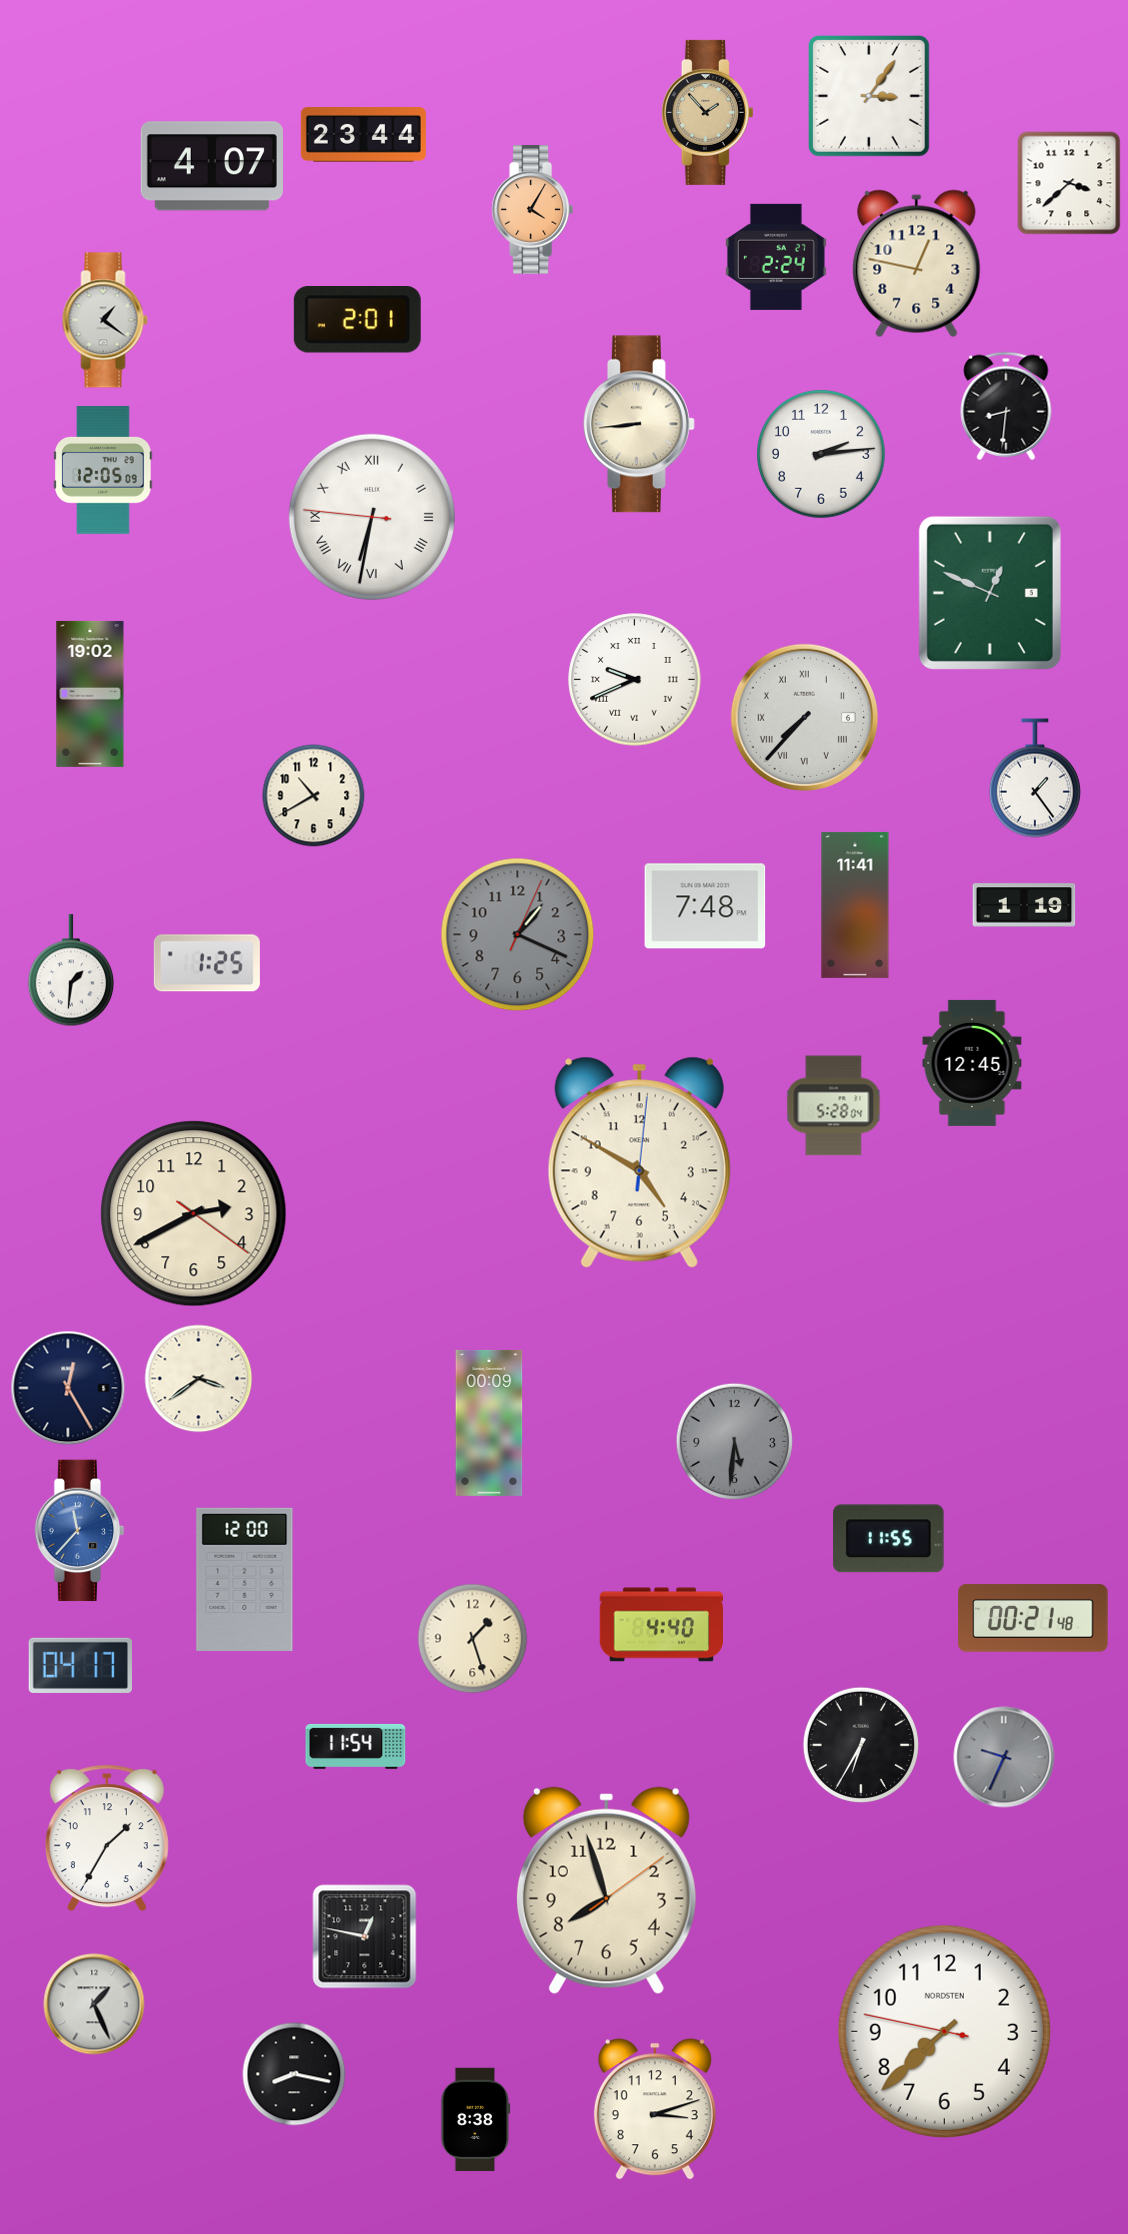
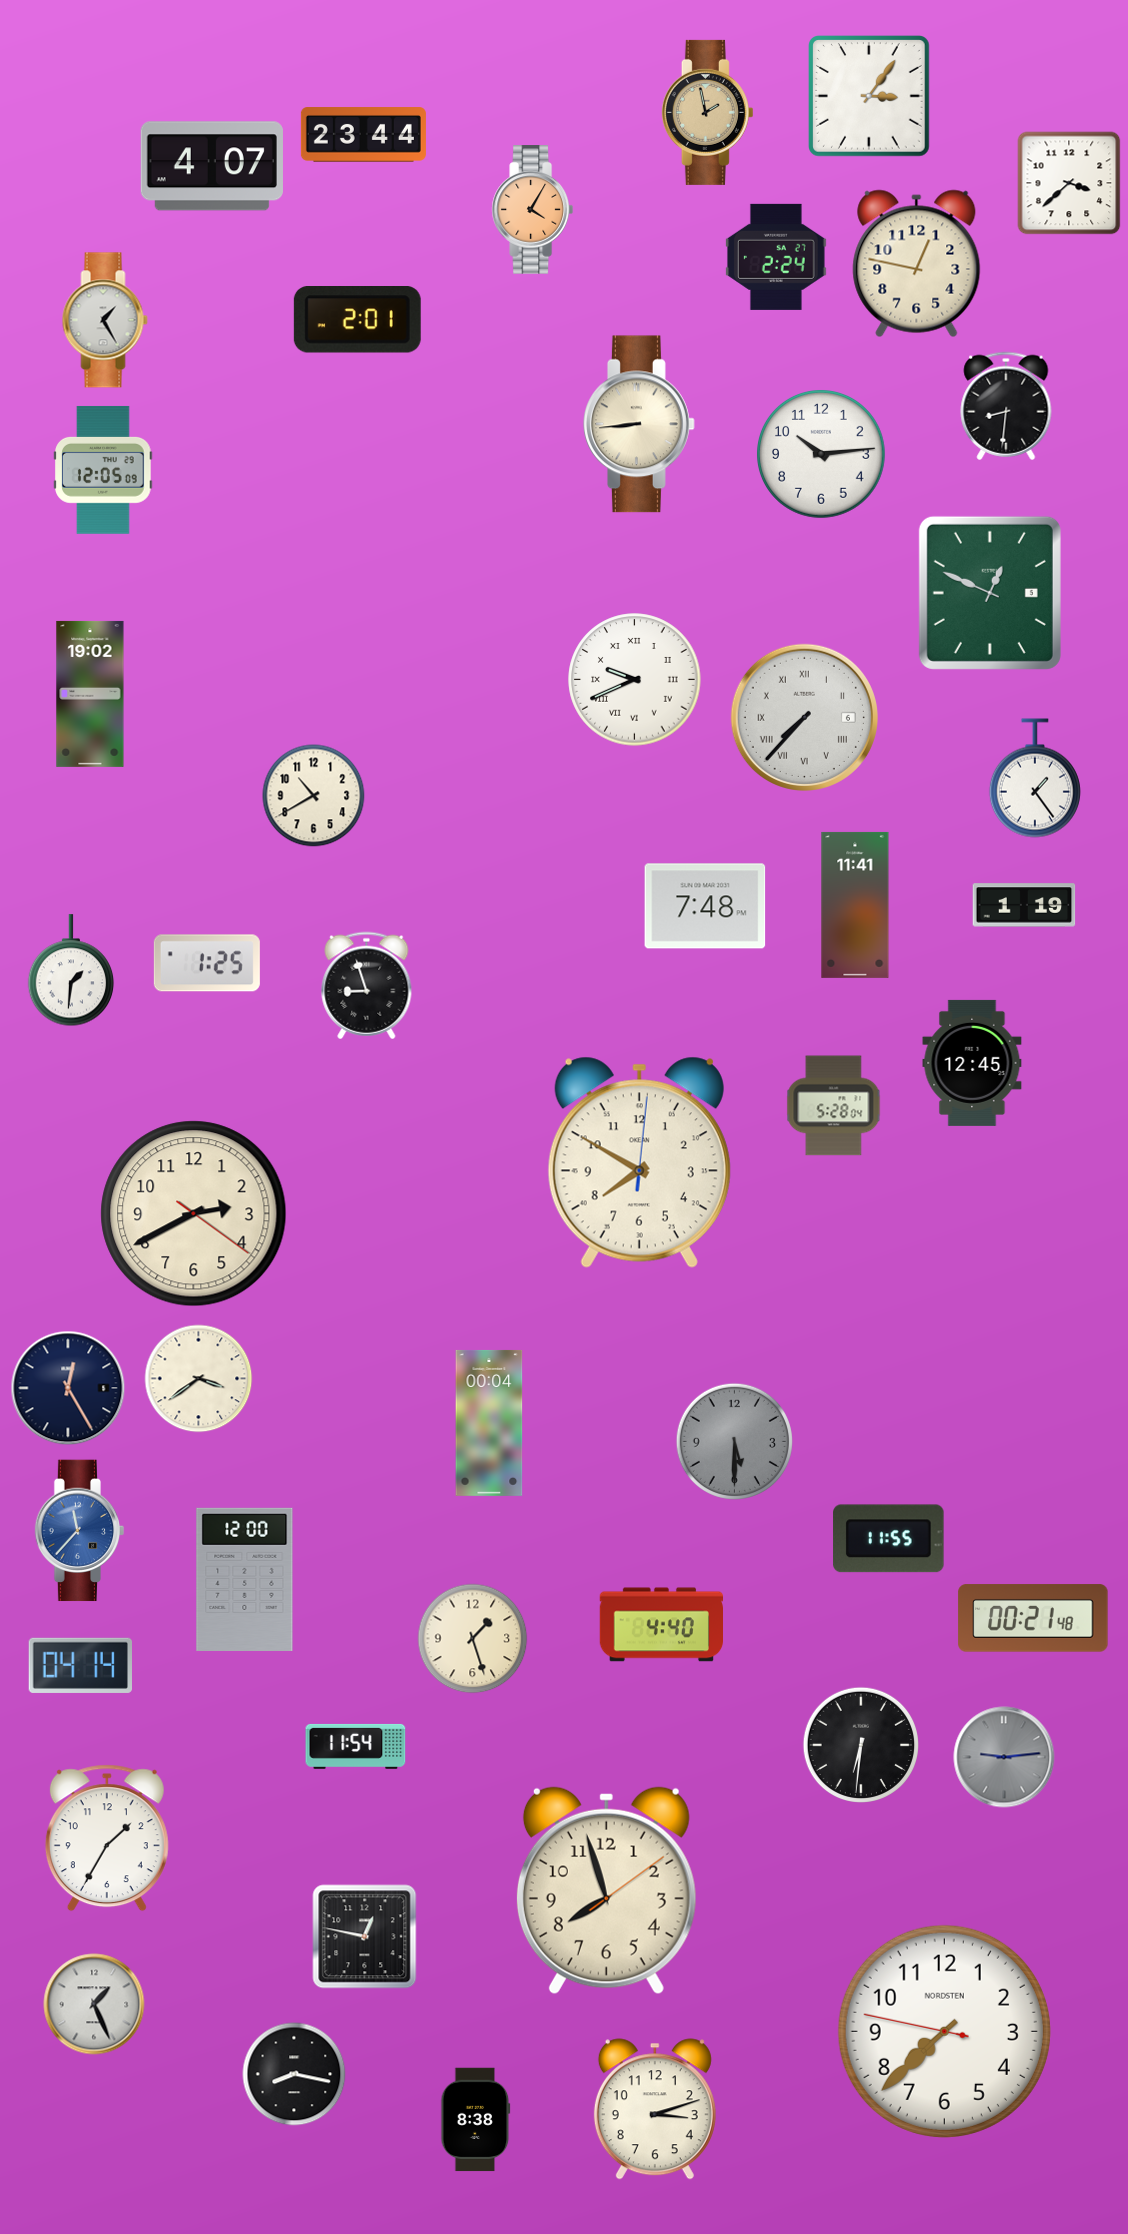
clock at (707, 112): 1:53 -> 1:58
clock at (105, 320): 1:21 -> 1:25
clock at (822, 455): 2:14 -> 10:14
clock at (372, 517): 6:31 -> none
clock at (518, 935): 1:19 -> none
clock at (367, 986): none -> 8:57
clock at (639, 1162): 4:50 -> 7:50
clock at (489, 1423): 00:09 -> 00:04
clock at (734, 1441): 5:31 -> 5:30
clock at (80, 1665): 04:17 -> 04:14
clock at (860, 1744): 6:35 -> 6:31
clock at (1004, 1757): 9:34 -> 9:14
